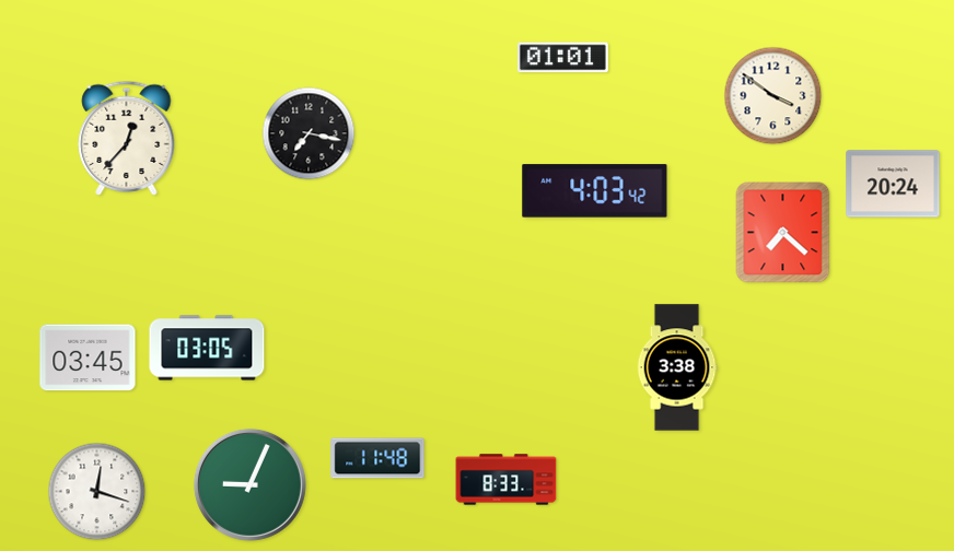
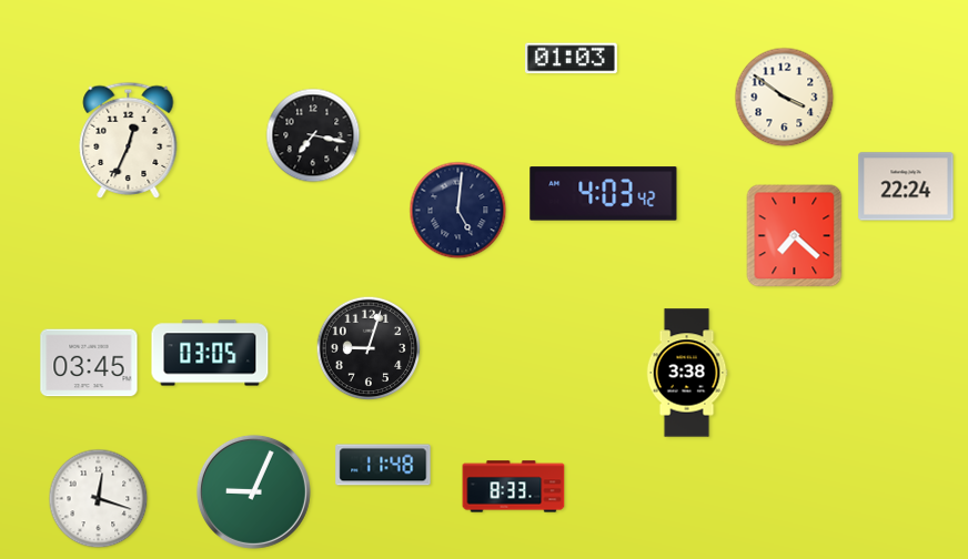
clock at (562, 58): 01:01 -> 01:03
clock at (127, 138): 12:37 -> 12:34
clock at (893, 184): 20:24 -> 22:24
clock at (458, 211): none -> 5:01
clock at (369, 348): none -> 9:03
